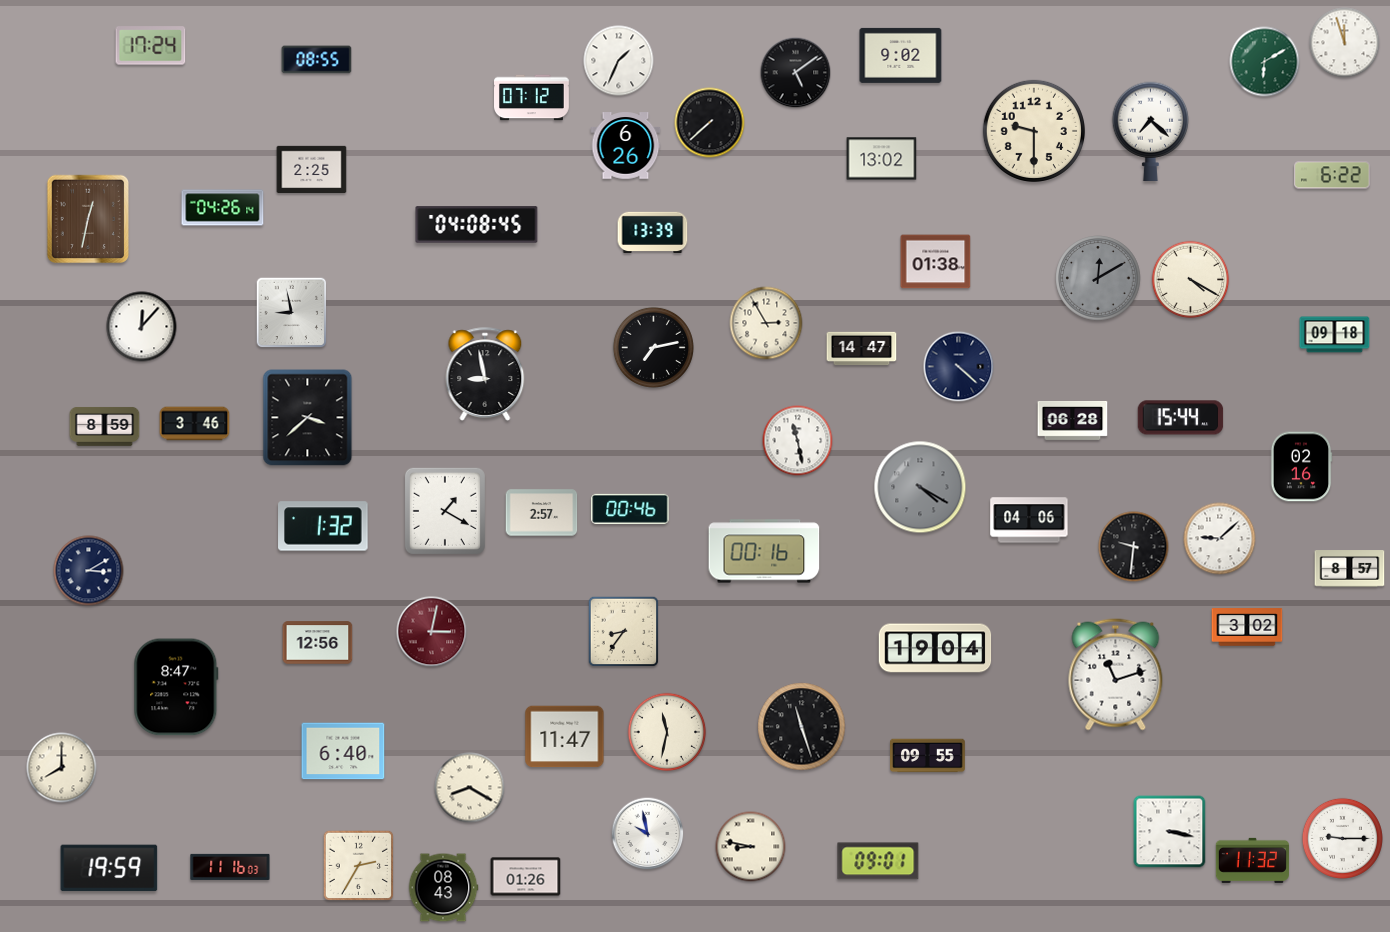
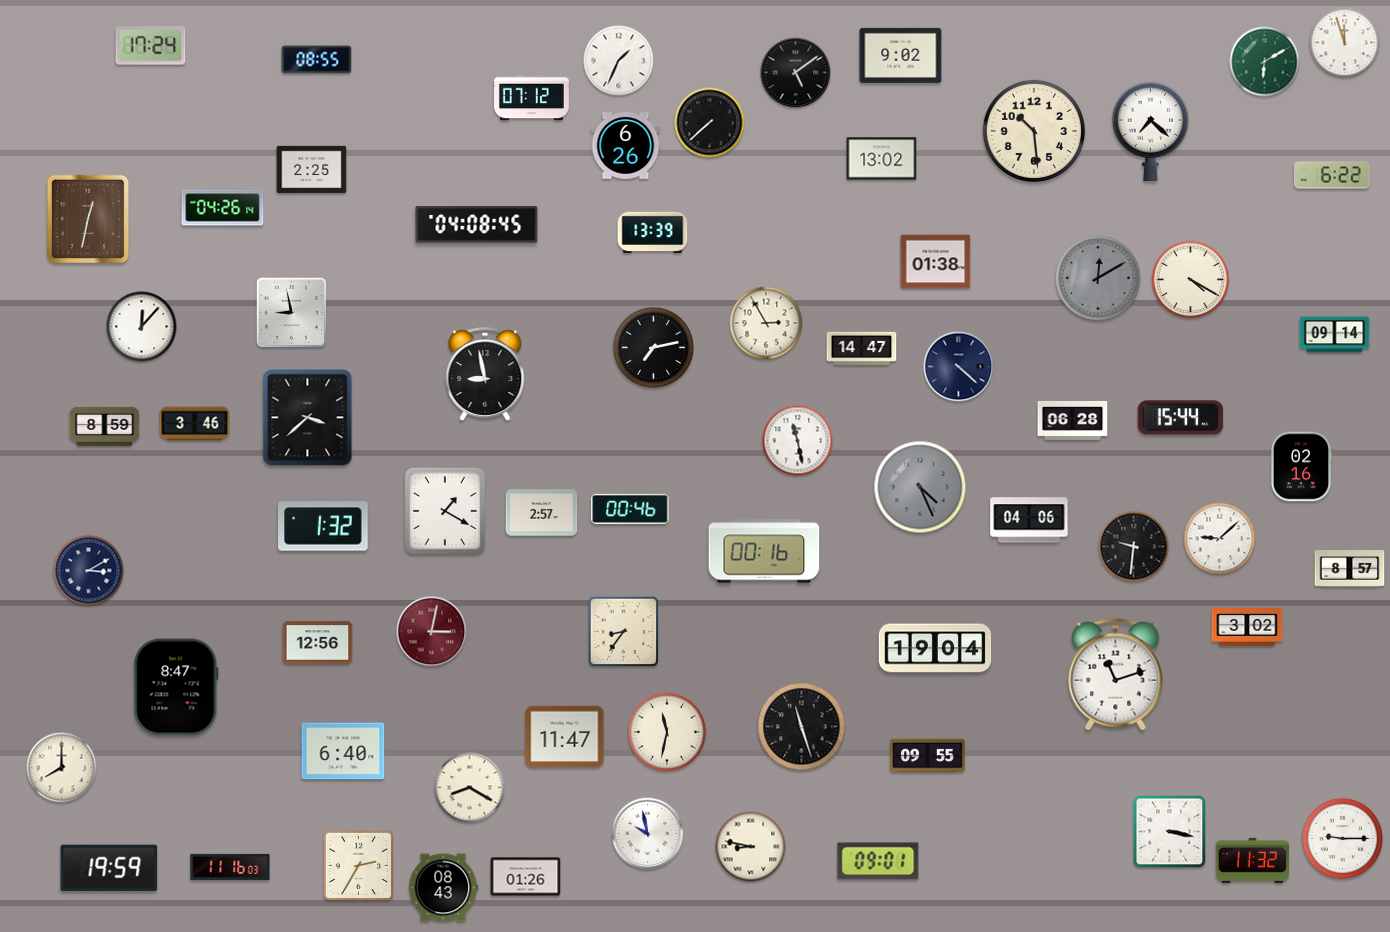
clock at (1034, 131): 9:30 -> 10:29
clock at (1335, 335): 09:18 -> 09:14
clock at (920, 487): 4:20 -> 4:26
